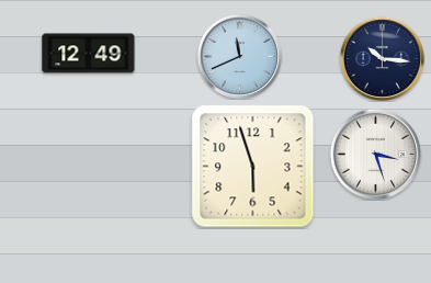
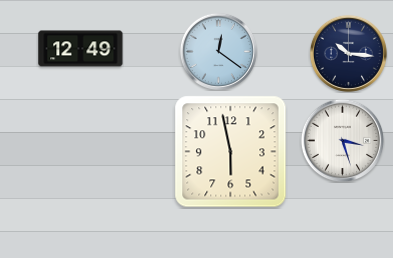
clock at (239, 56): 11:41 -> 12:21
clock at (253, 167): 5:57 -> 5:58
